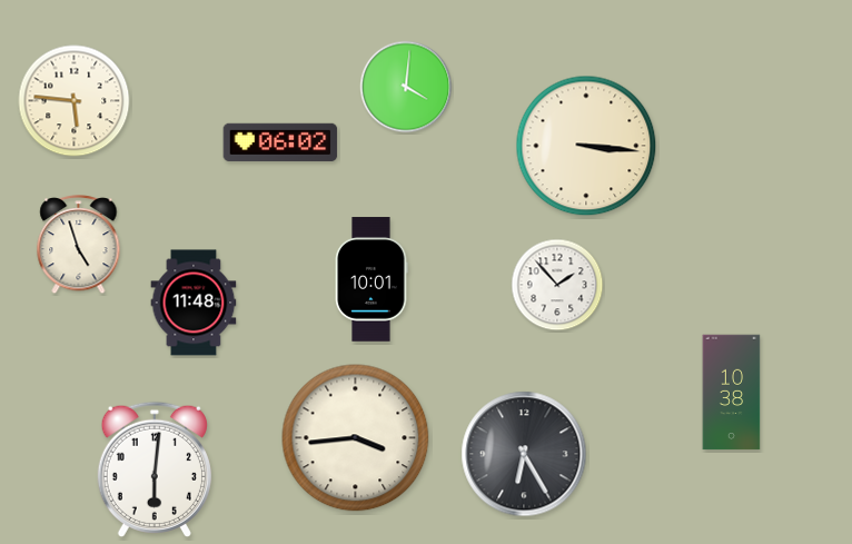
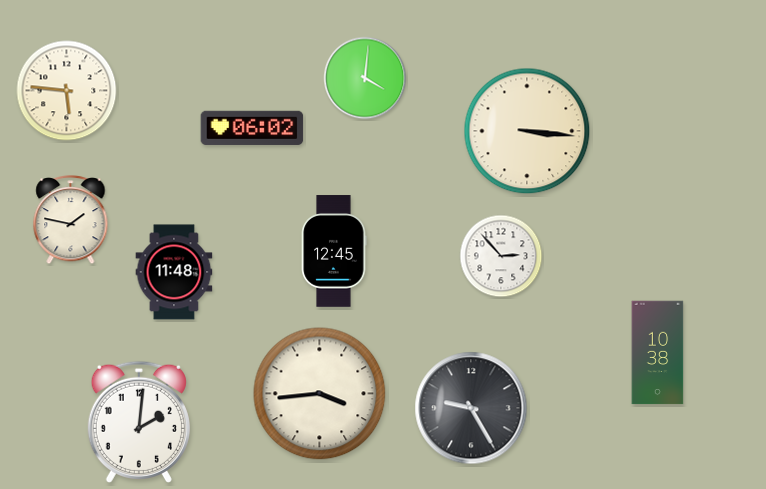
clock at (79, 245): 4:57 -> 1:47
clock at (371, 279): 10:01 -> 12:45
clock at (557, 285): 1:53 -> 2:53
clock at (524, 454): 6:25 -> 9:25
clock at (155, 469): 6:01 -> 2:01
